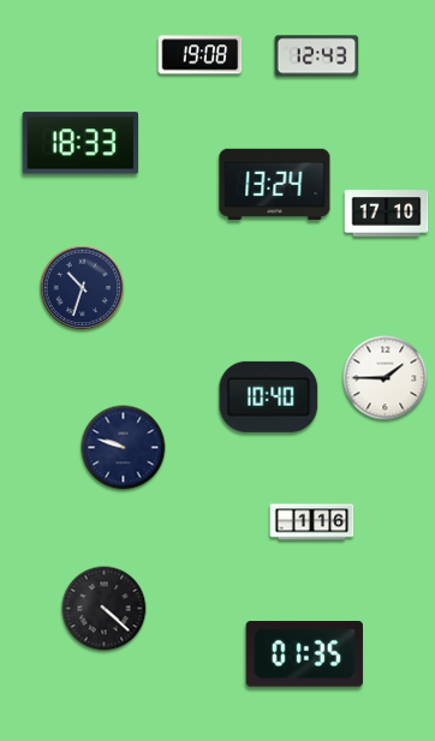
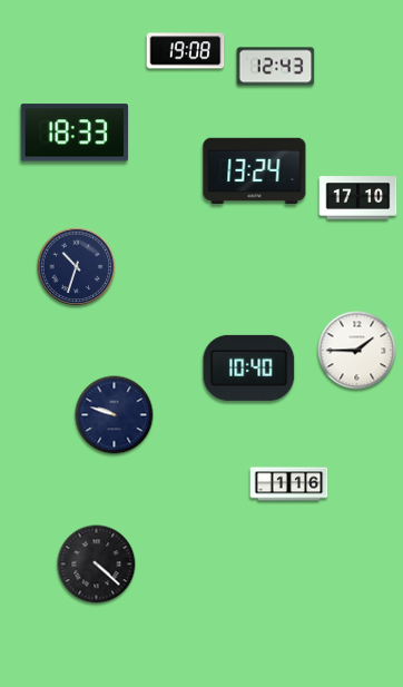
clock at (317, 56) position: (317, 56) -> (276, 67)
clock at (304, 655): 01:35 -> none
